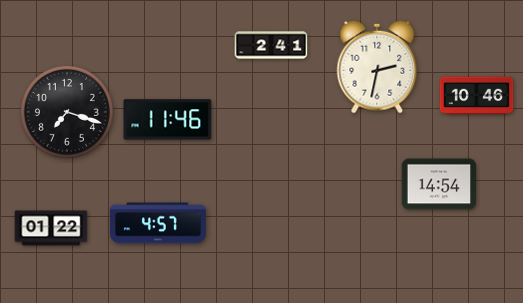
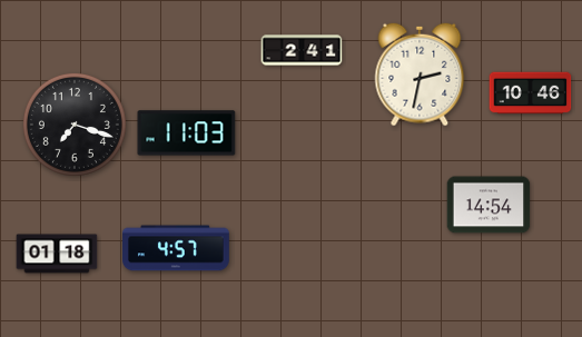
clock at (477, 96) position: (477, 96) -> (531, 93)
clock at (168, 120): 11:46 -> 11:03
clock at (51, 228): 01:22 -> 01:18
